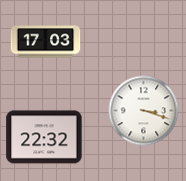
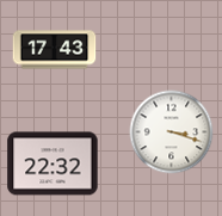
clock at (46, 42): 17:03 -> 17:43
